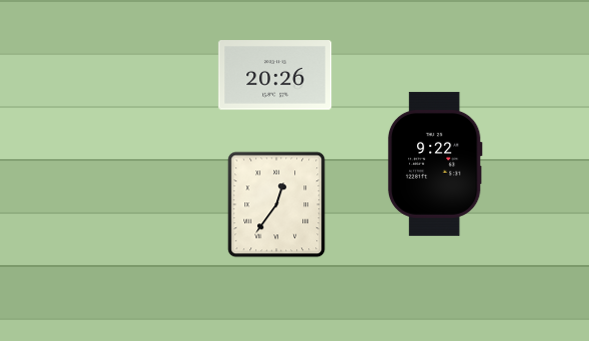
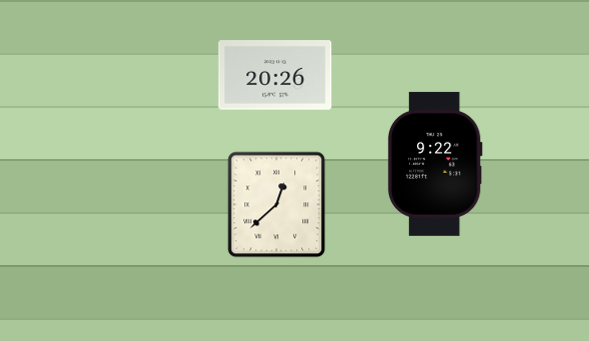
clock at (277, 205): 12:36 -> 12:38
